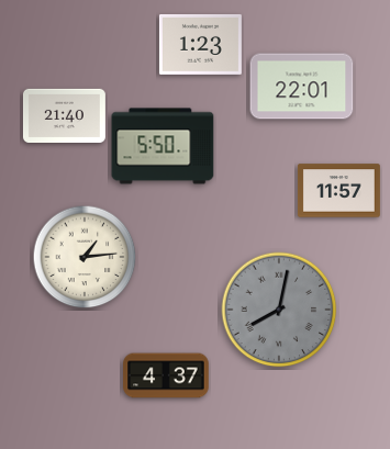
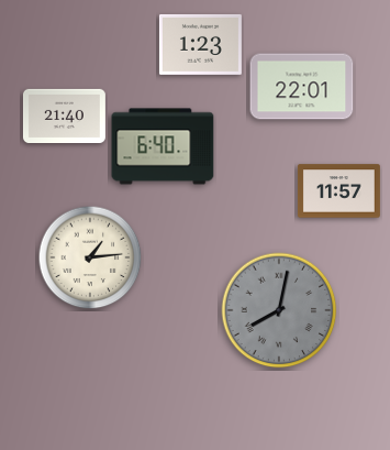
clock at (163, 146): 5:50 -> 6:40
clock at (85, 257) position: (85, 257) -> (90, 257)
clock at (166, 375): 4:37 -> none
